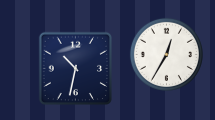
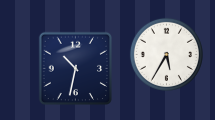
clock at (166, 54): 12:35 -> 5:35
